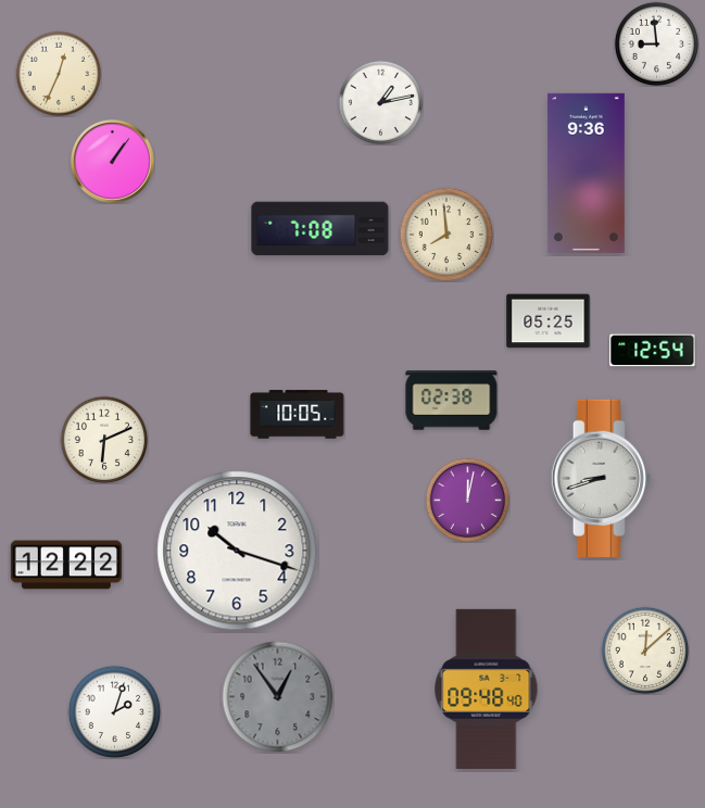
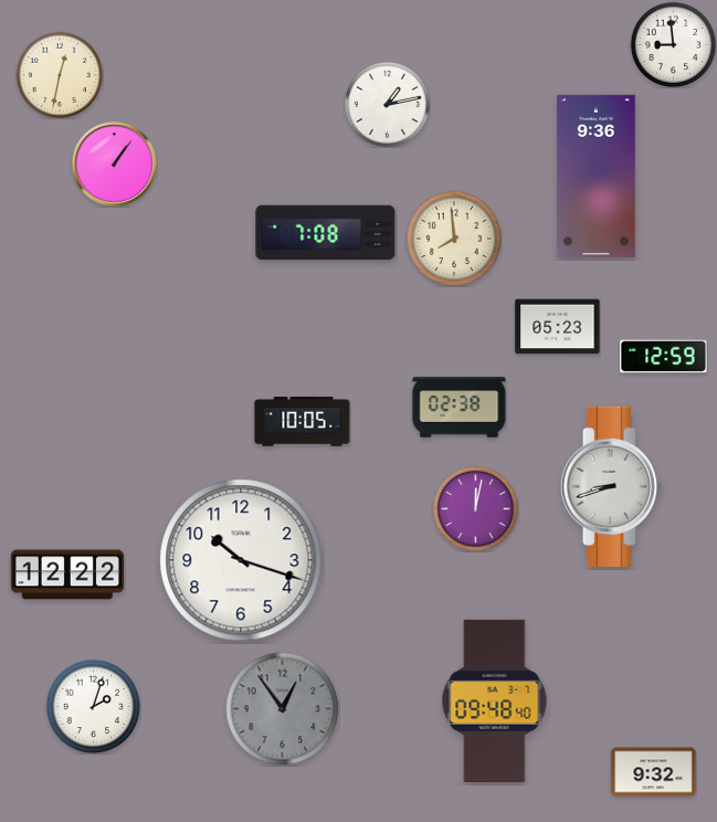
clock at (656, 43) position: (656, 43) -> (673, 44)
clock at (59, 74): 12:34 -> 12:32
clock at (549, 321): 05:25 -> 05:23
clock at (653, 351): 12:54 -> 12:59
clock at (104, 440): 6:11 -> none
clock at (645, 651): 12:08 -> none
clock at (114, 711) position: (114, 711) -> (93, 706)
clock at (654, 772): none -> 9:32
